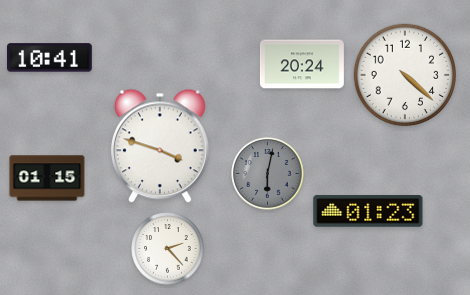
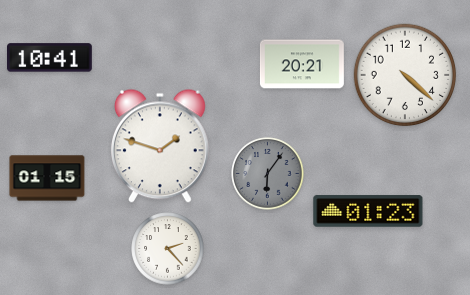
clock at (302, 64): 20:24 -> 20:21
clock at (160, 146): 3:48 -> 1:48
clock at (268, 174): 6:02 -> 6:06
